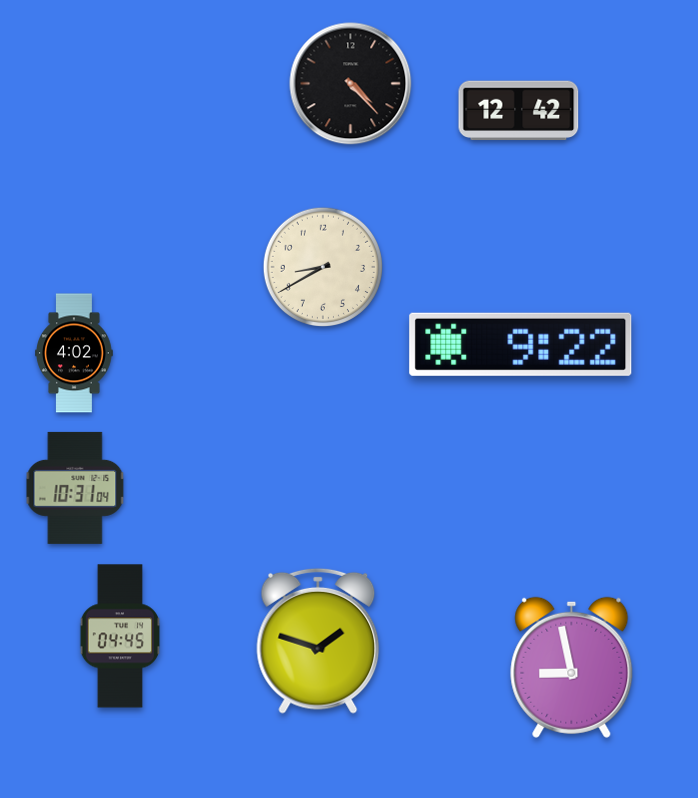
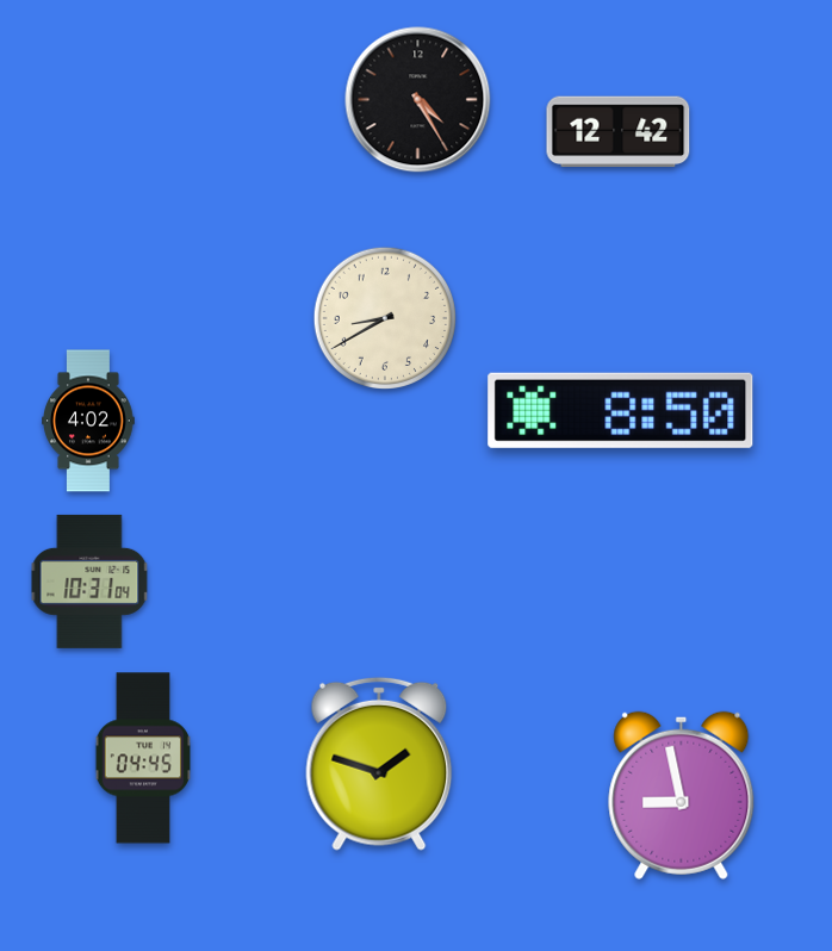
clock at (351, 84): 4:23 -> 4:25
clock at (521, 344): 9:22 -> 8:50
